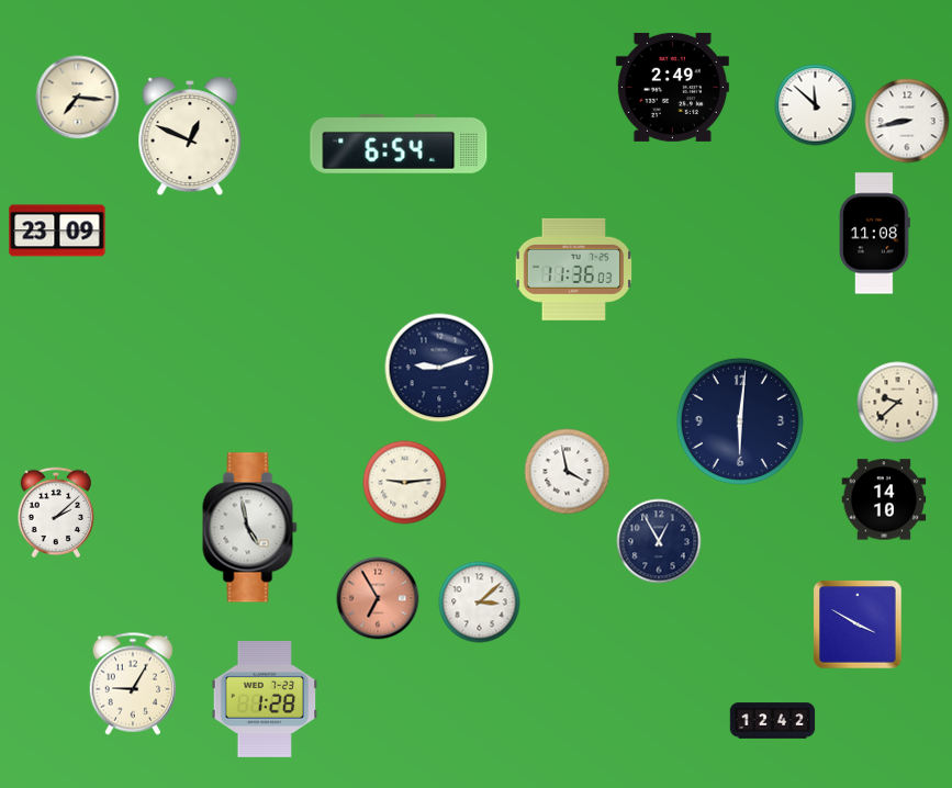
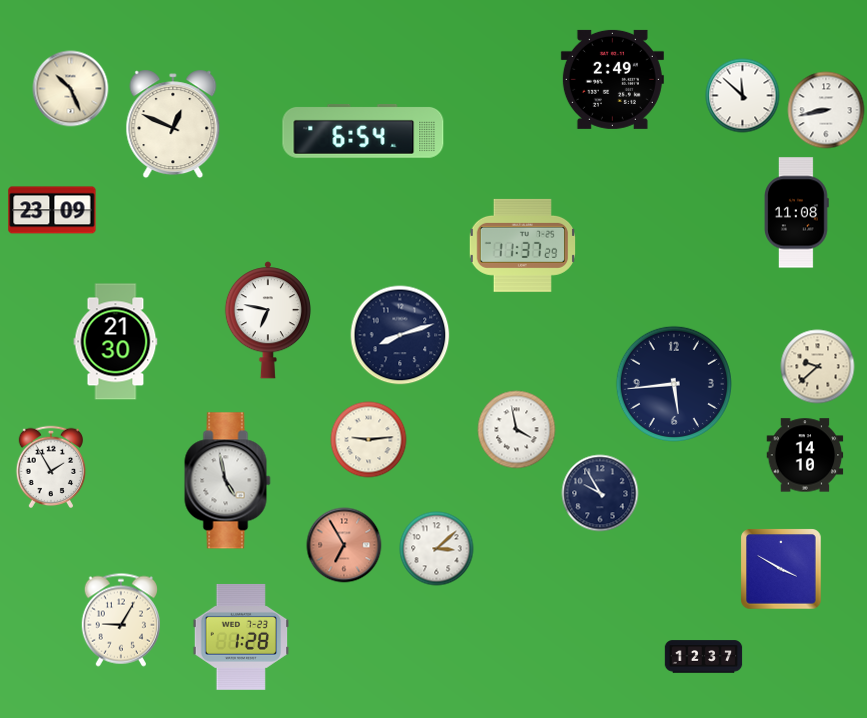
clock at (78, 98): 7:16 -> 10:26
clock at (573, 269): 11:36 -> 11:37
clock at (268, 320): none -> 6:47
clock at (439, 368): 9:12 -> 8:12
clock at (116, 342): none -> 21:30
clock at (740, 421): 6:01 -> 5:44
clock at (55, 513): 2:08 -> 1:55
clock at (659, 541): 12:55 -> 9:55
clock at (132, 684) position: (132, 684) -> (120, 620)
clock at (773, 721): 12:42 -> 12:37
